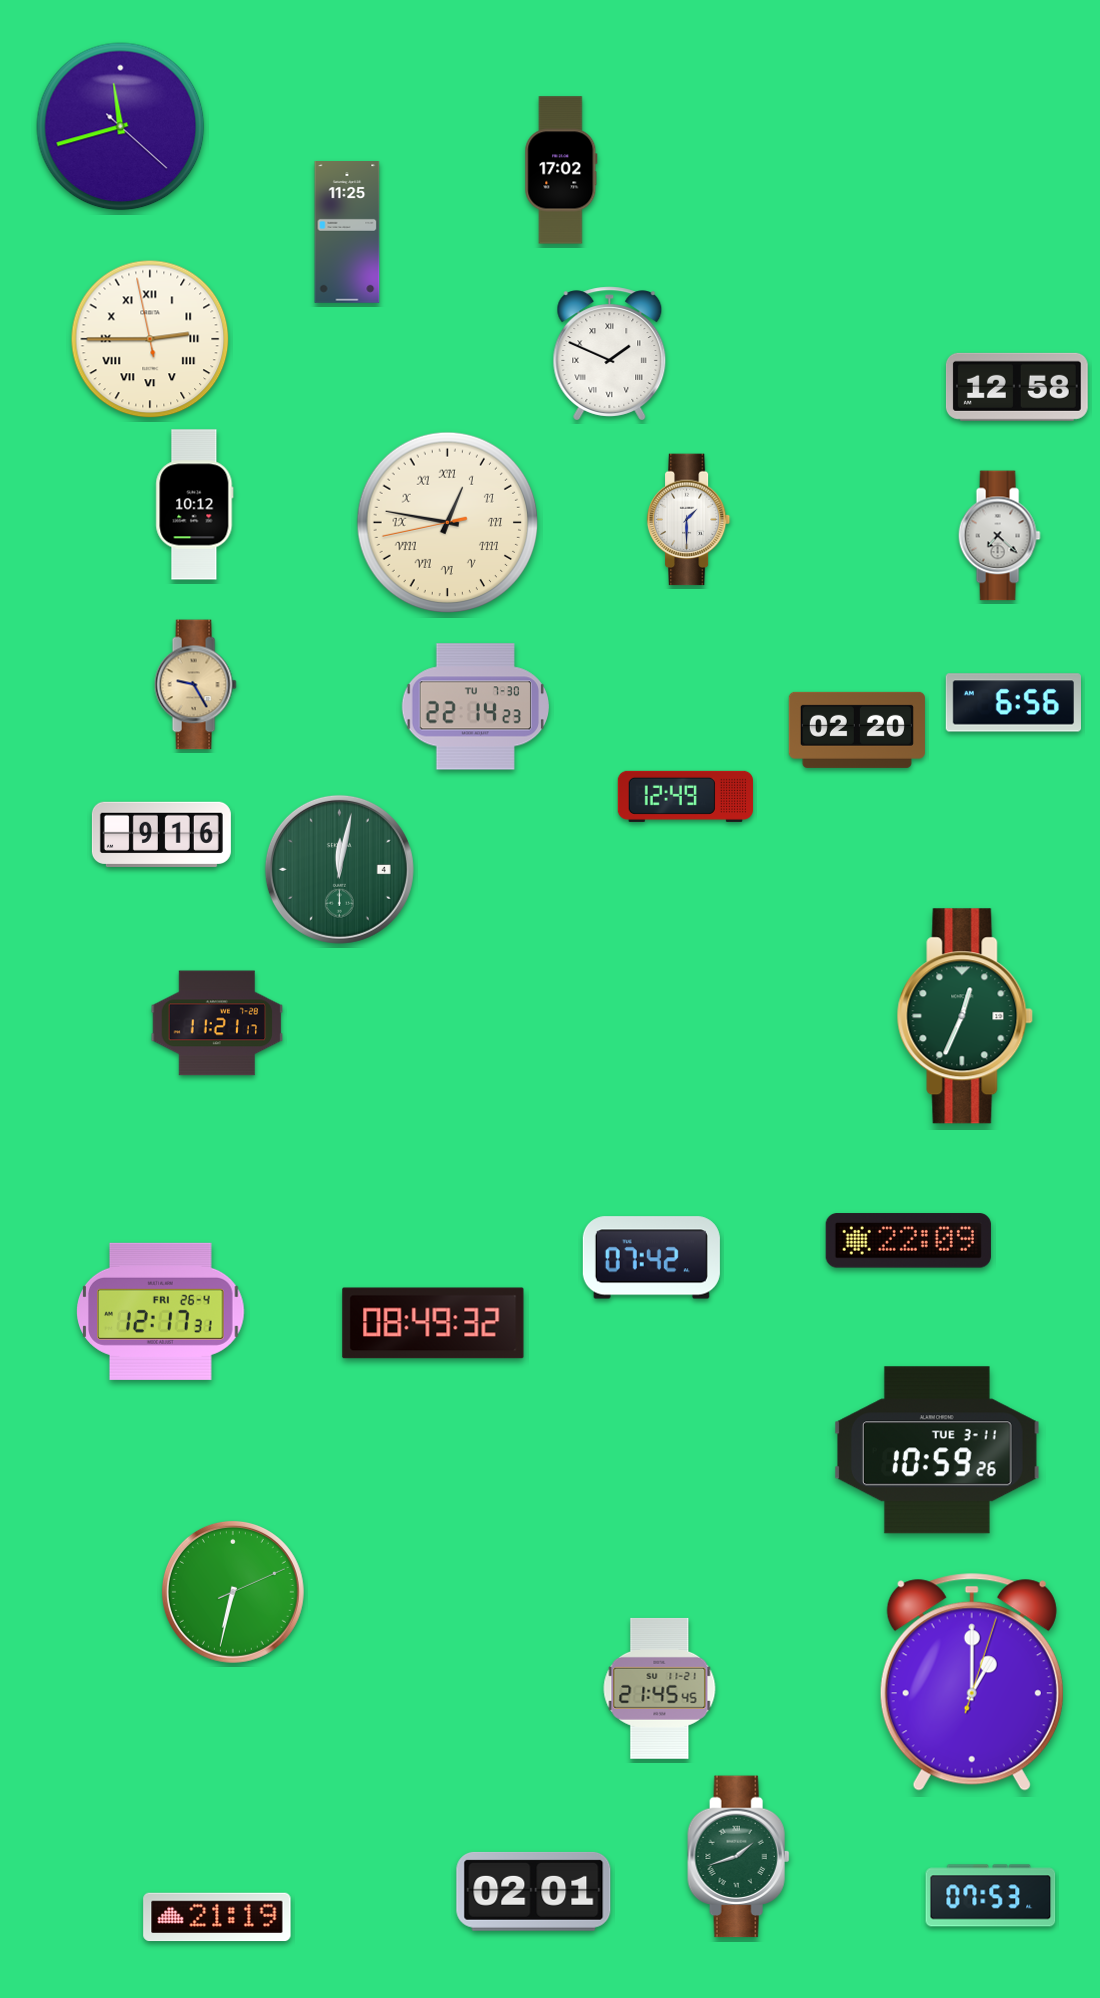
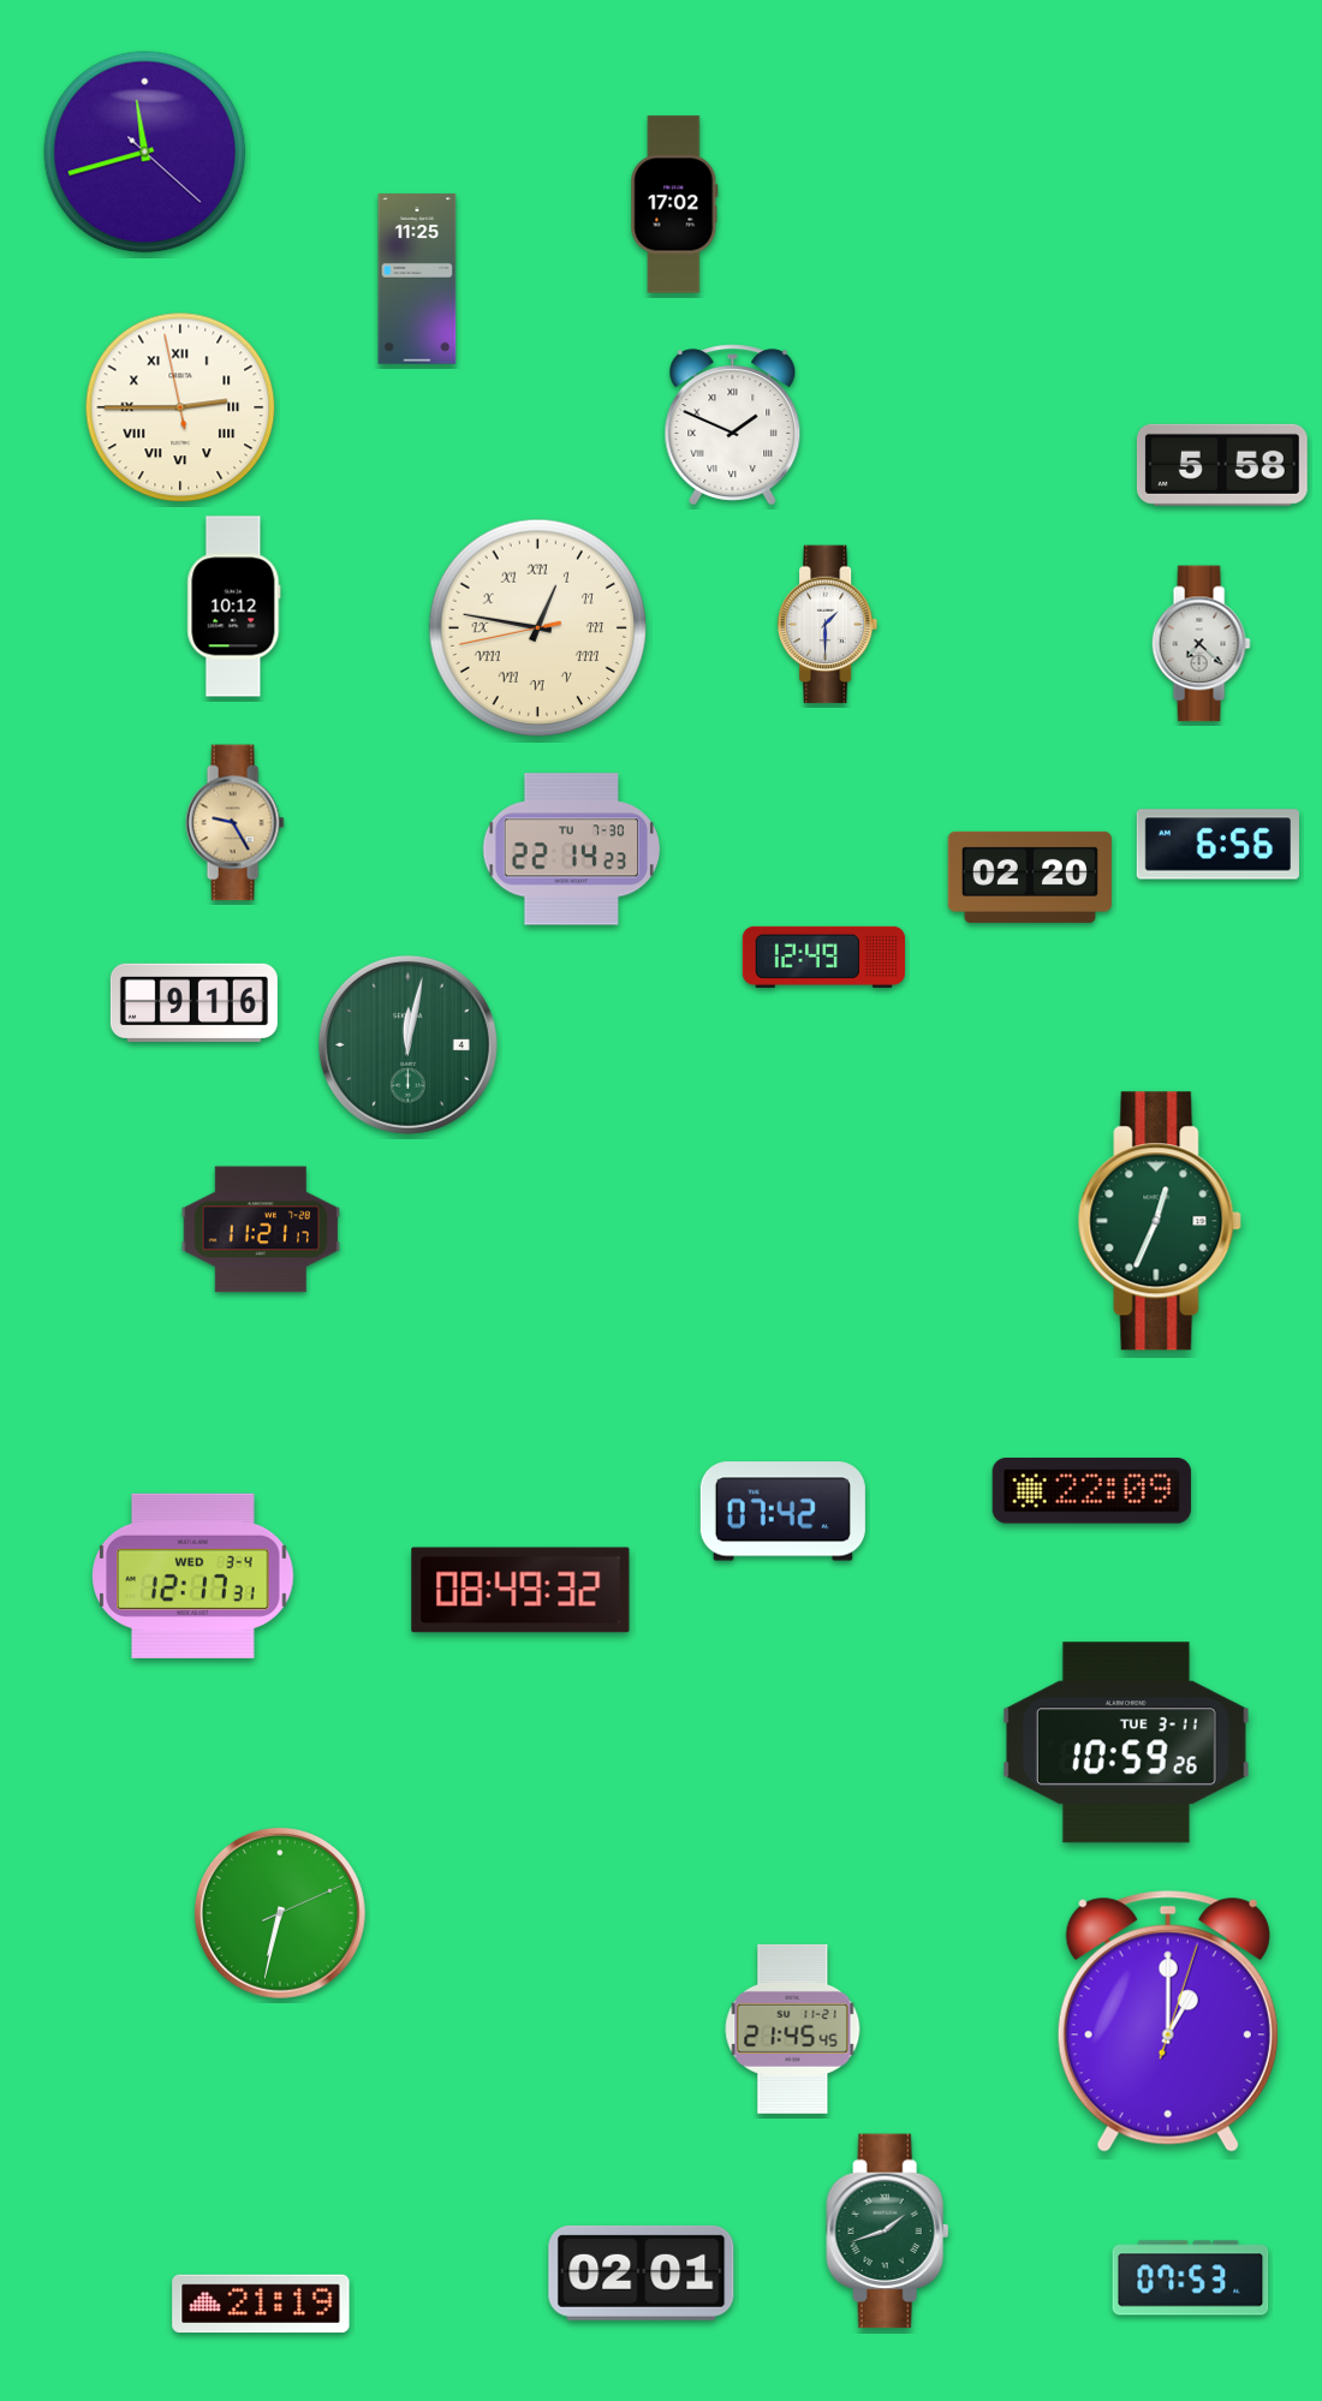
clock at (1017, 387): 12:58 -> 5:58
clock at (161, 1311) date: FRI 26-4 -> WED 3-4
